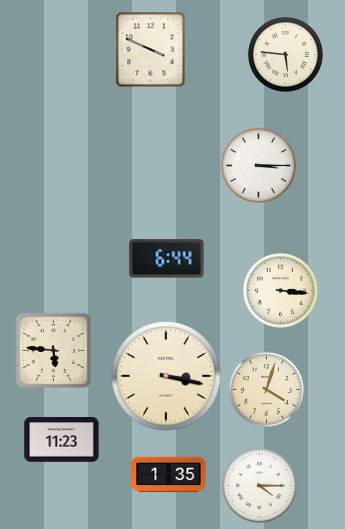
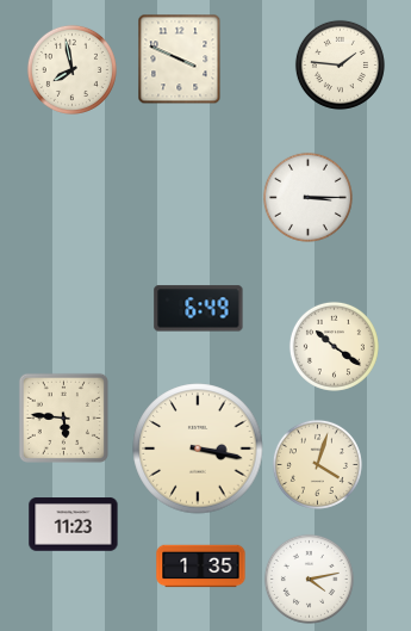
clock at (285, 54): 5:46 -> 1:46
clock at (71, 69): none -> 7:58
clock at (167, 259): 6:44 -> 6:49
clock at (280, 290): 3:16 -> 10:21
clock at (259, 485): 4:15 -> 4:13
